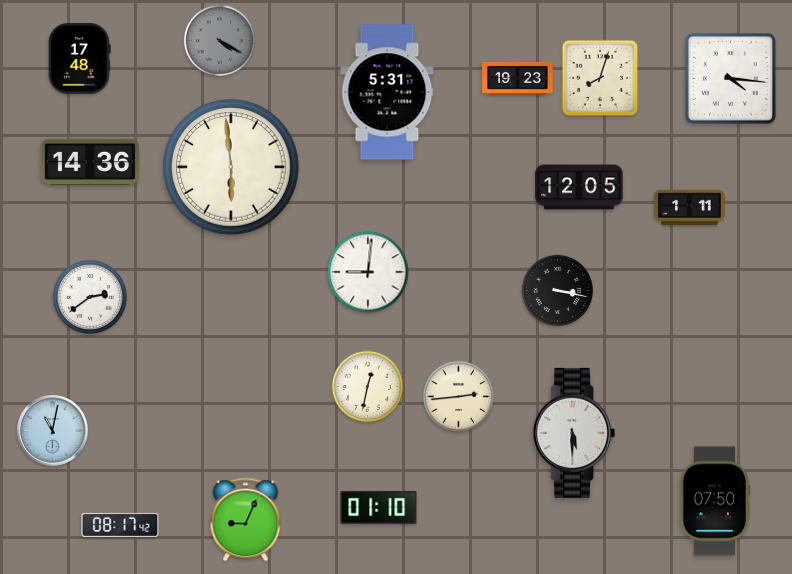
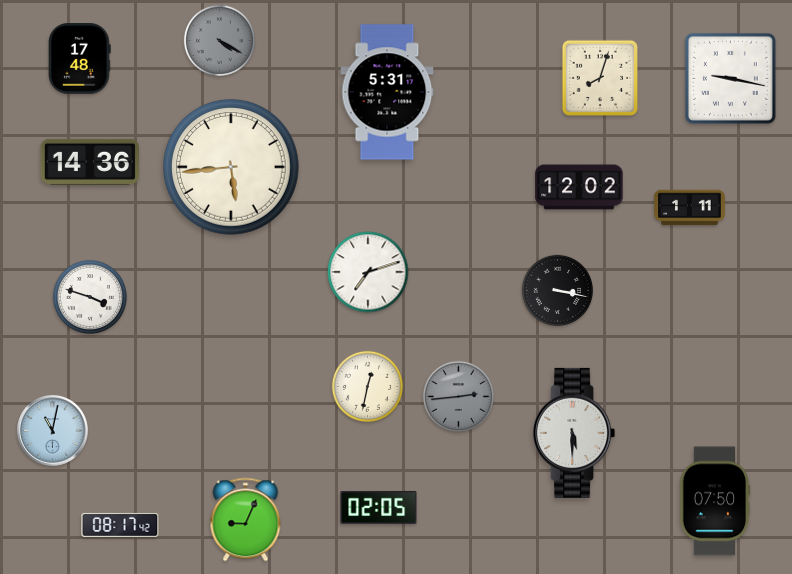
clock at (518, 78): 19:23 -> none
clock at (730, 78): 4:16 -> 9:17
clock at (232, 168): 5:59 -> 5:44
clock at (579, 187): 12:05 -> 12:02
clock at (368, 272): 9:01 -> 7:12
clock at (90, 297): 2:39 -> 3:48
clock at (458, 396) dial: cream -> grey
clock at (379, 507): 01:10 -> 02:05
